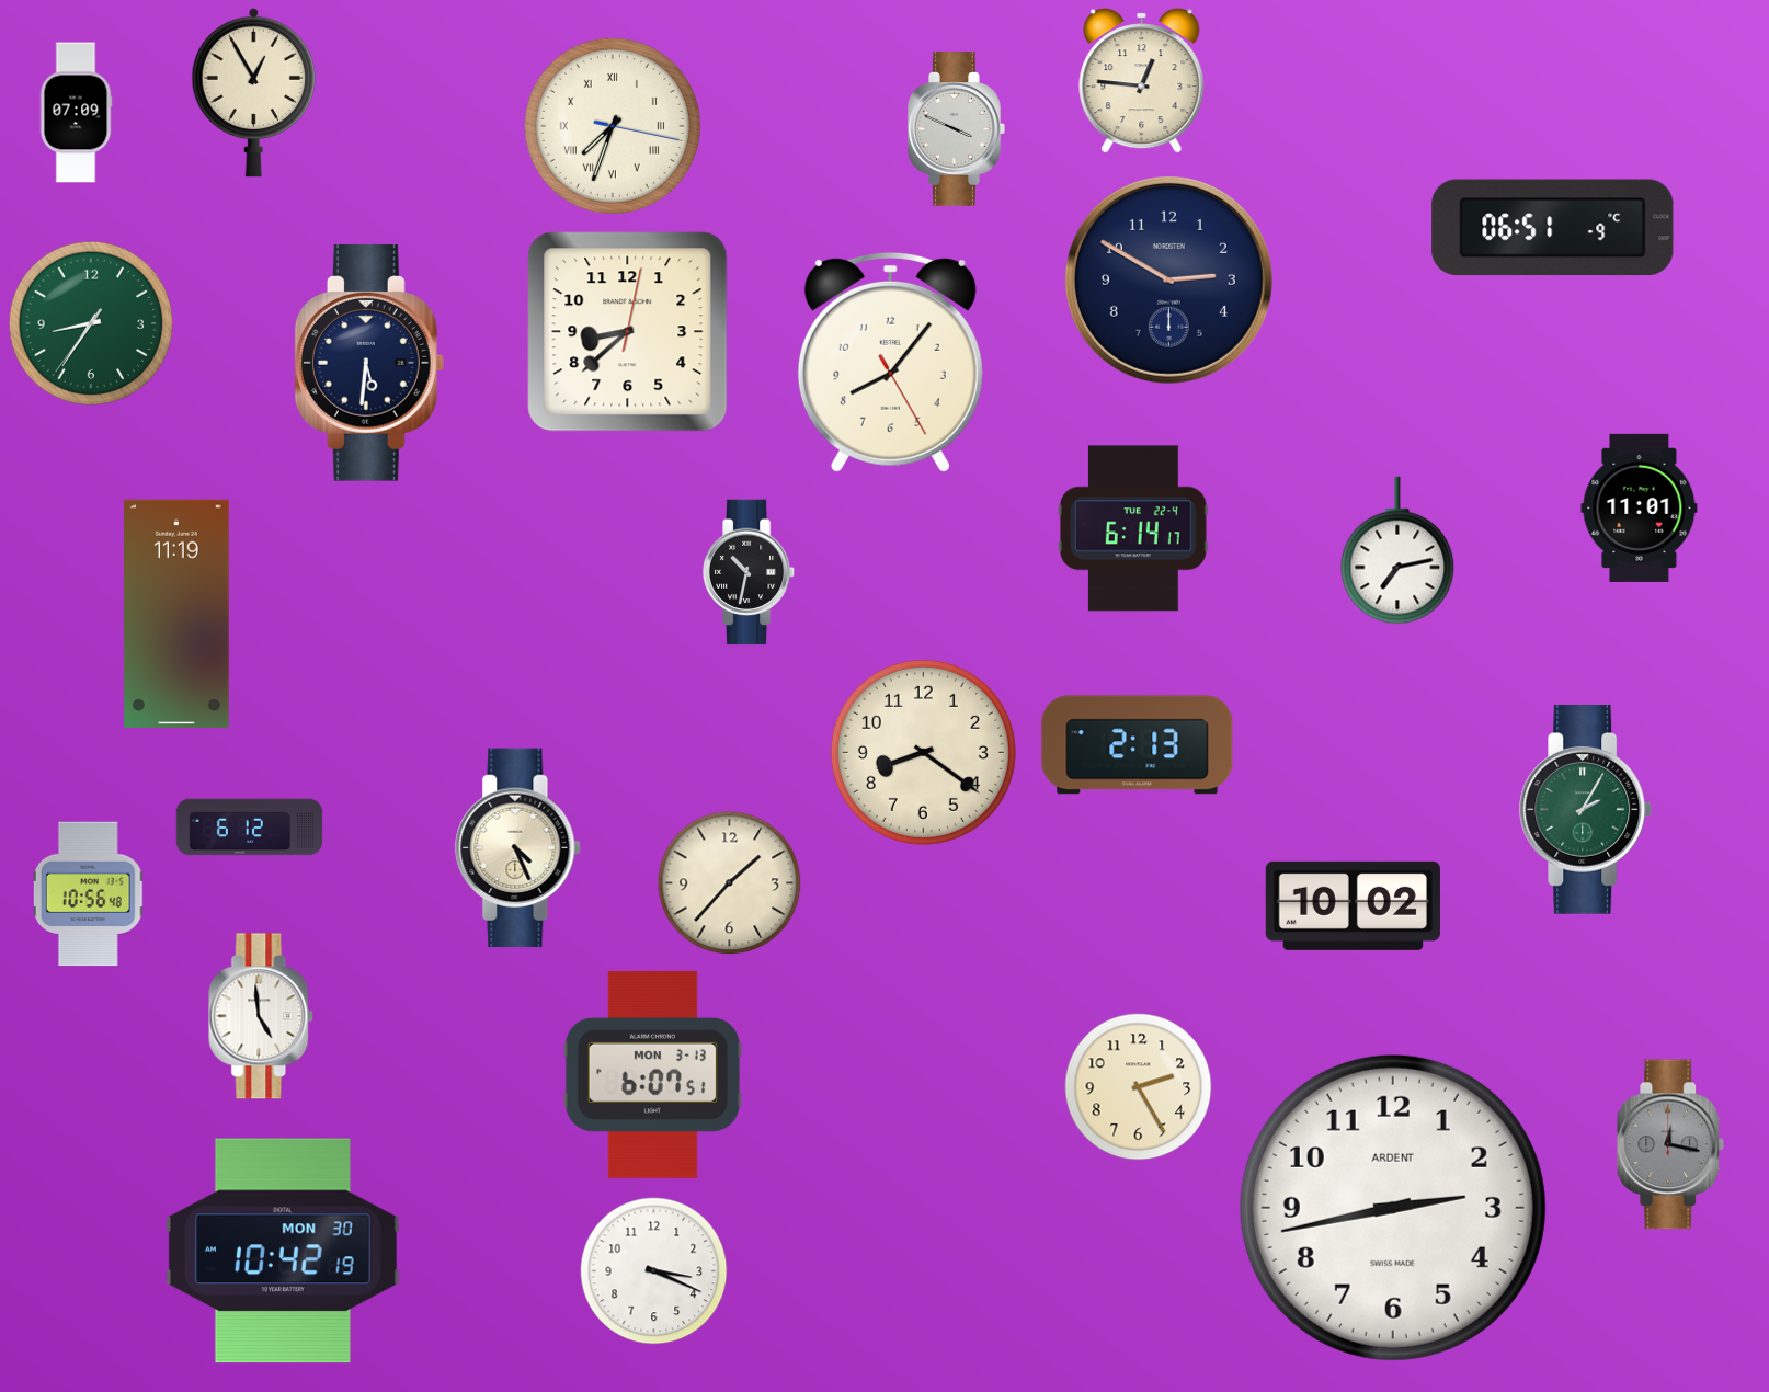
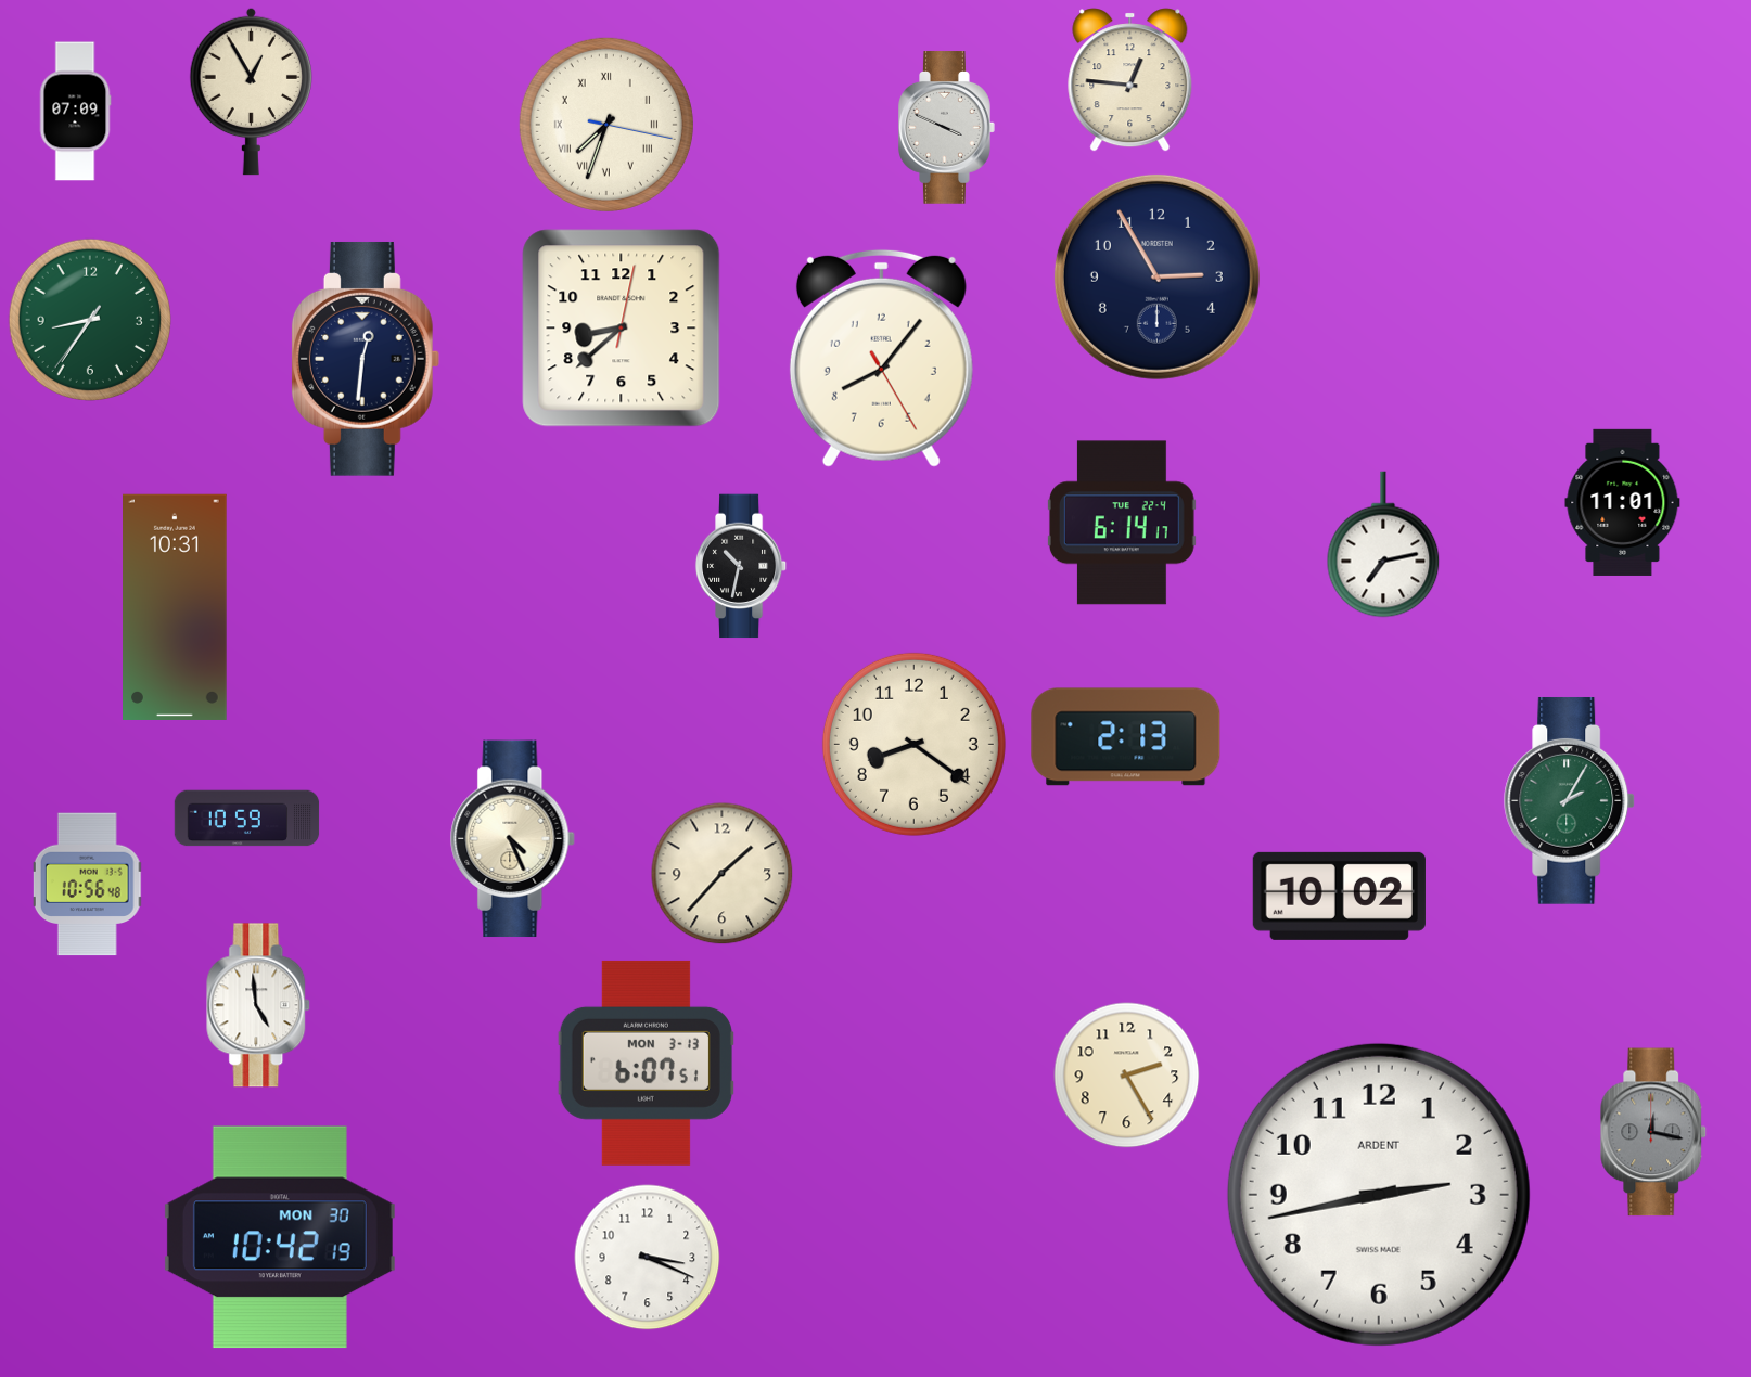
clock at (1553, 228): 06:51 -> none
clock at (1168, 279): 2:50 -> 2:55
clock at (369, 363): 5:31 -> 12:31
clock at (178, 614): 11:19 -> 10:31
clock at (250, 828): 6:12 -> 10:59
